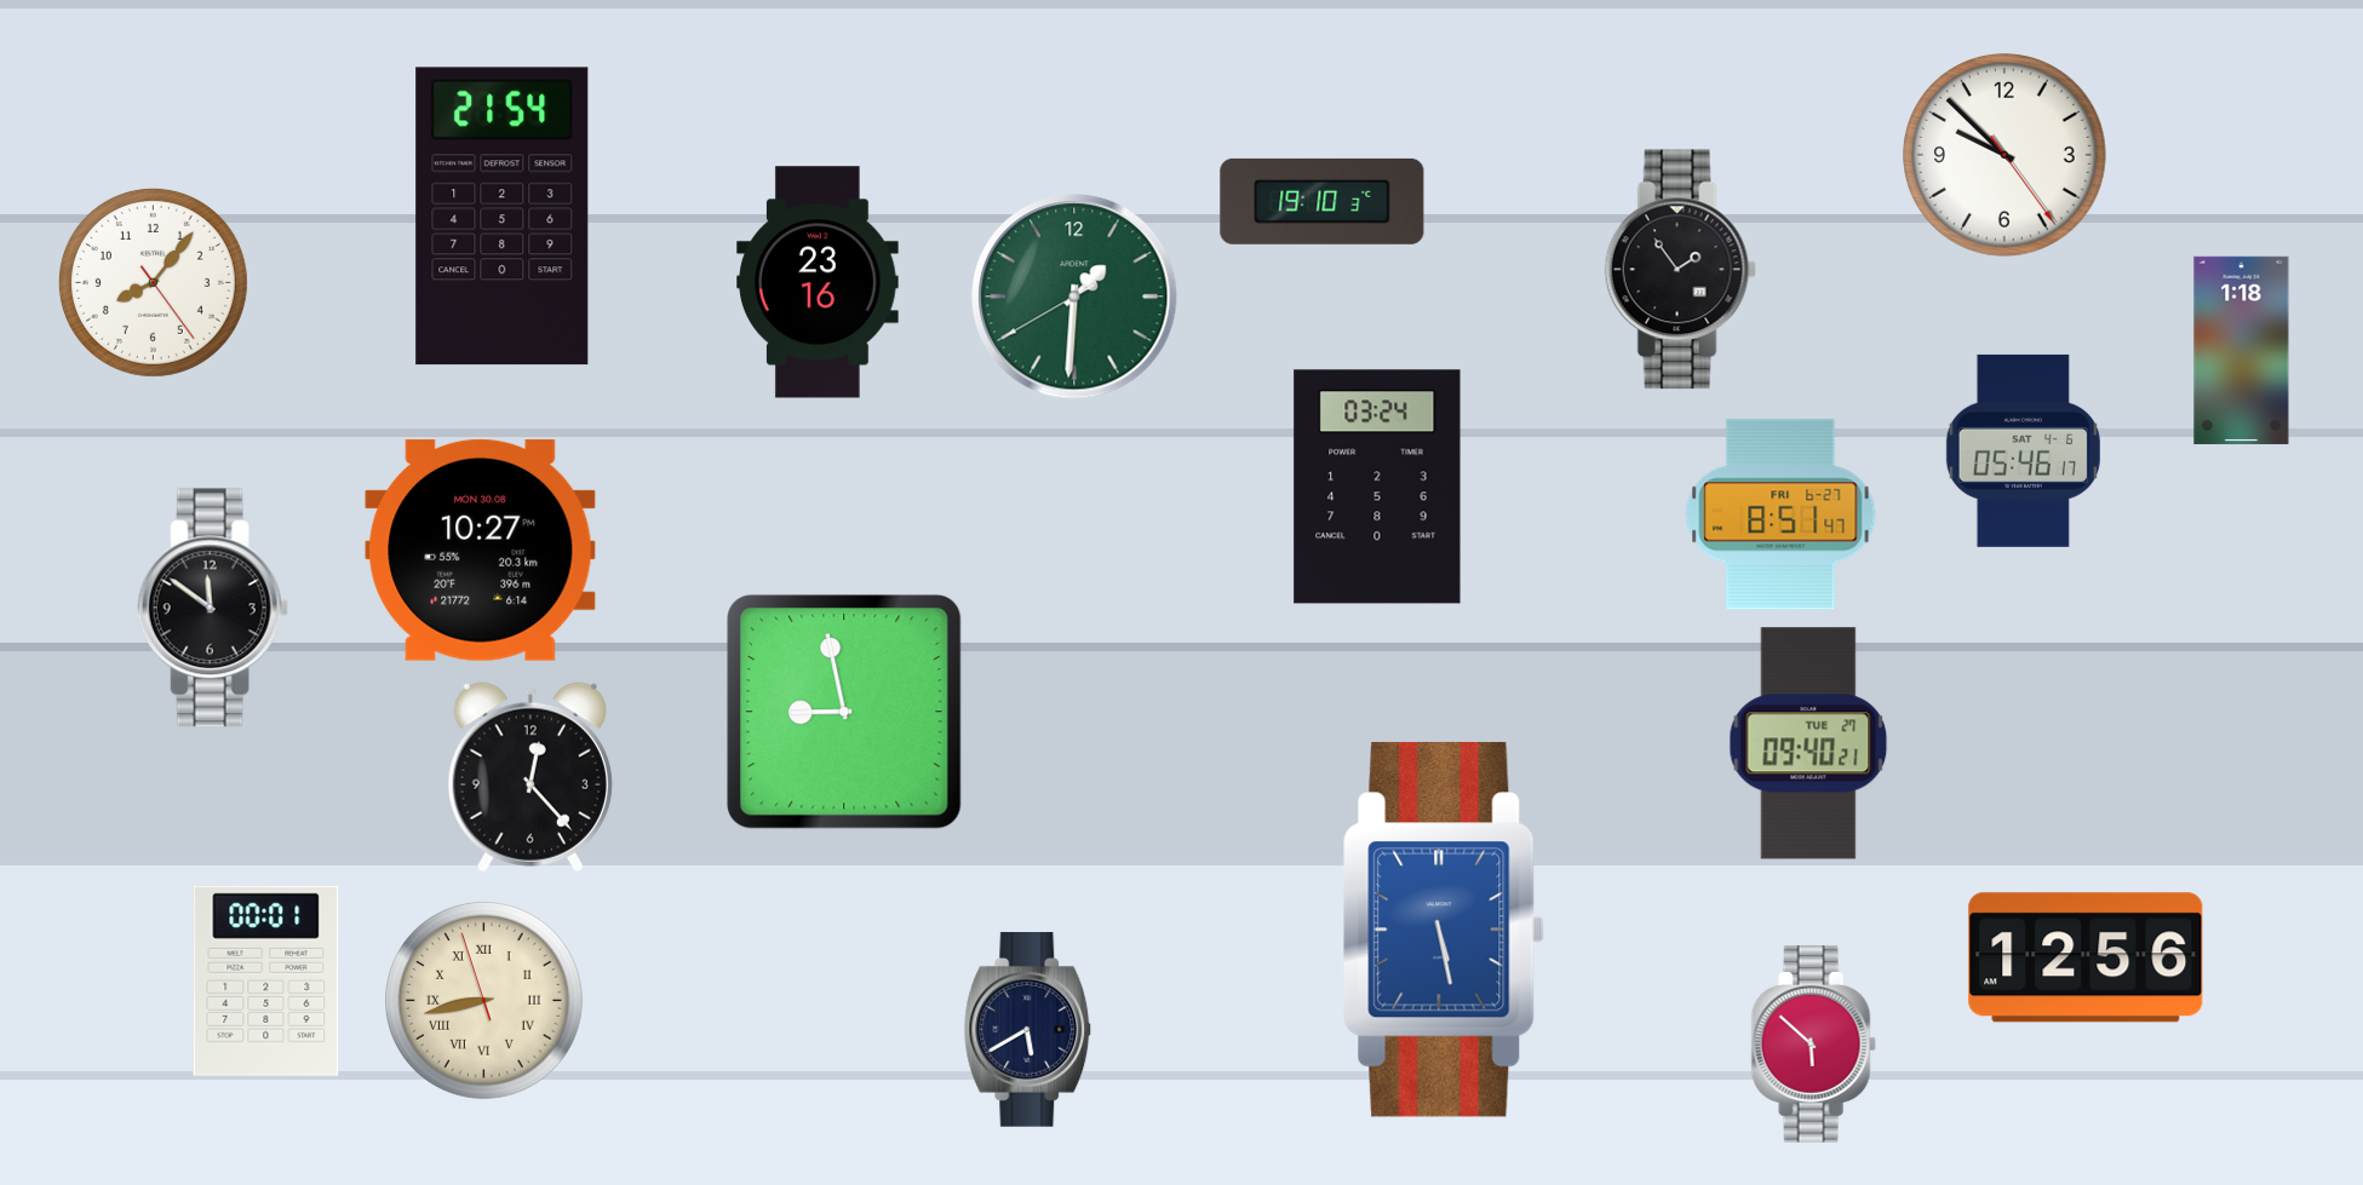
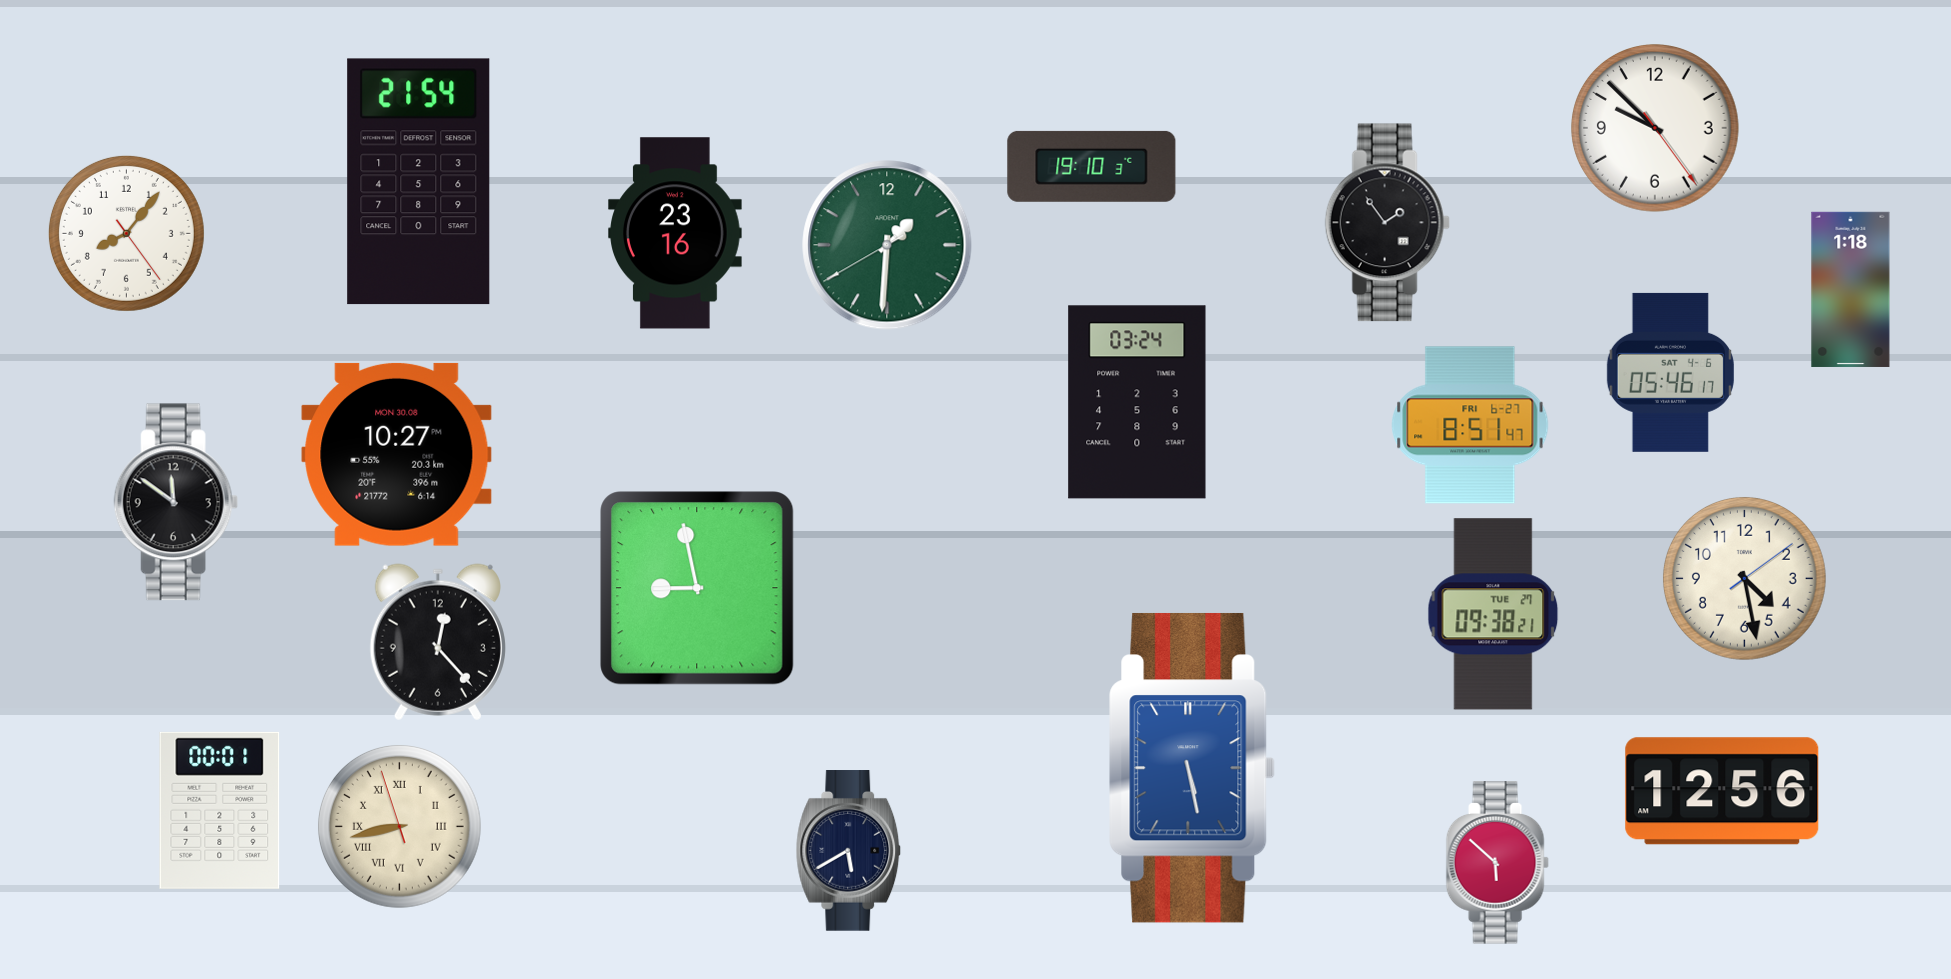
clock at (503, 217) position: (503, 217) -> (419, 182)
clock at (1744, 578): none -> 4:28
clock at (1808, 743): 09:40 -> 09:38
